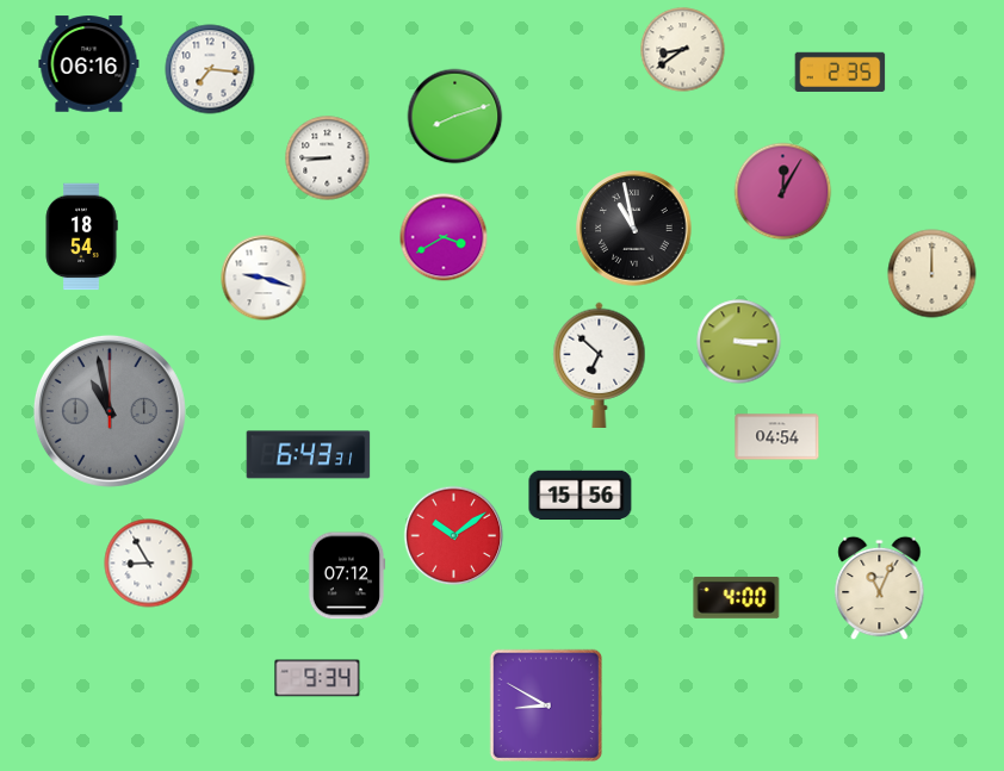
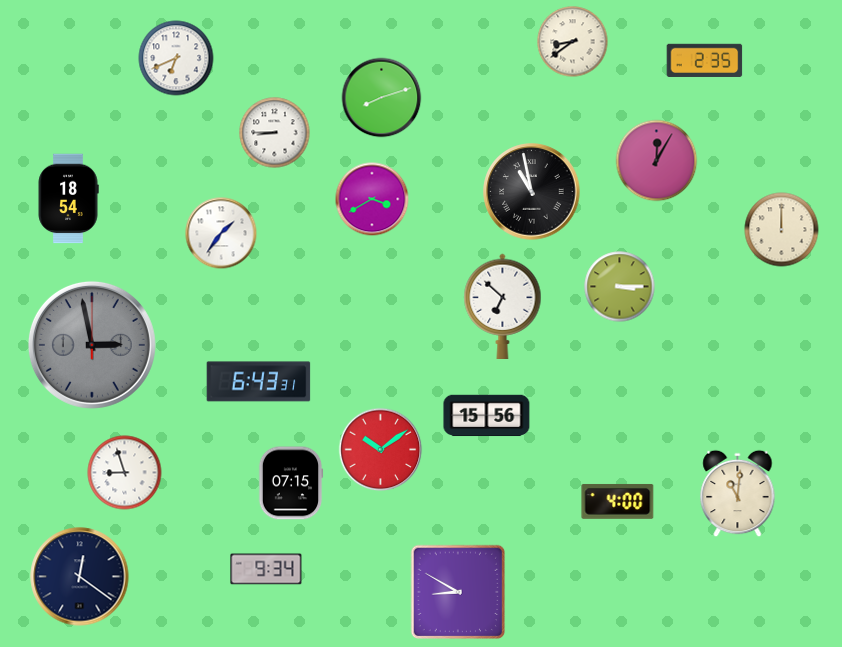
clock at (89, 64): 06:16 -> none
clock at (210, 69): 7:16 -> 6:41
clock at (264, 278): 9:18 -> 1:36
clock at (110, 411): 10:58 -> 2:58
clock at (777, 437): 04:54 -> none
clock at (149, 564): 8:55 -> 8:57
clock at (347, 576): 07:12 -> 07:15
clock at (880, 589): 11:04 -> 11:01
clock at (80, 577): none -> 12:21
